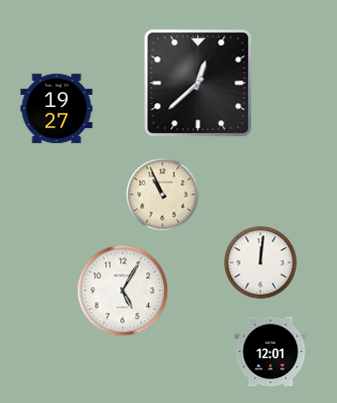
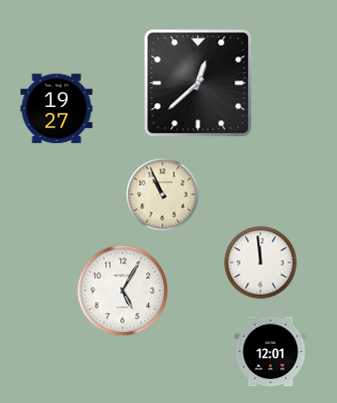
clock at (261, 263): 12:01 -> 11:59
